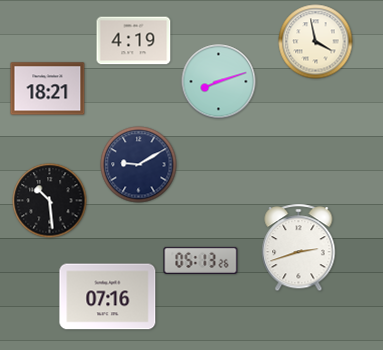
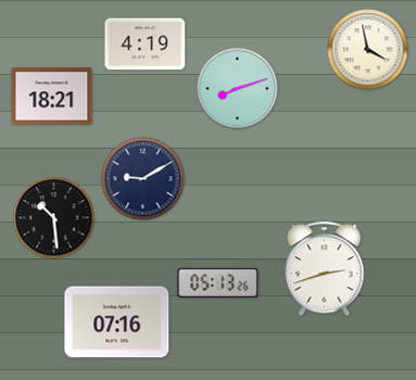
clock at (316, 42) position: (316, 42) -> (368, 50)
clock at (139, 165) position: (139, 165) -> (143, 179)
